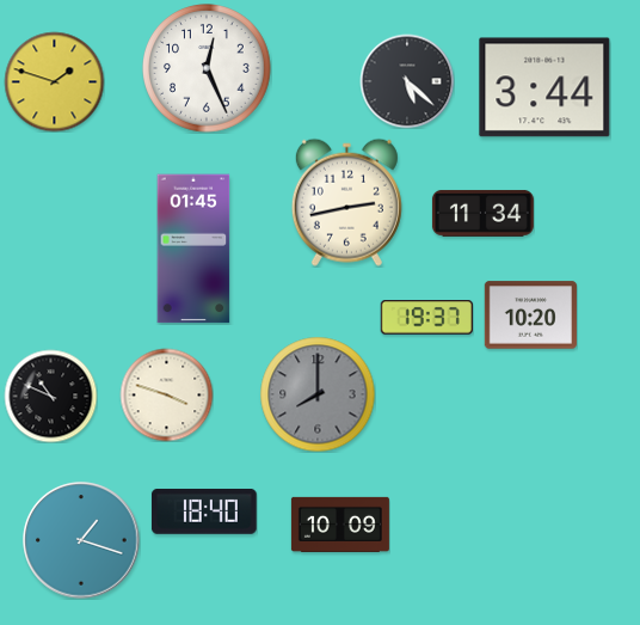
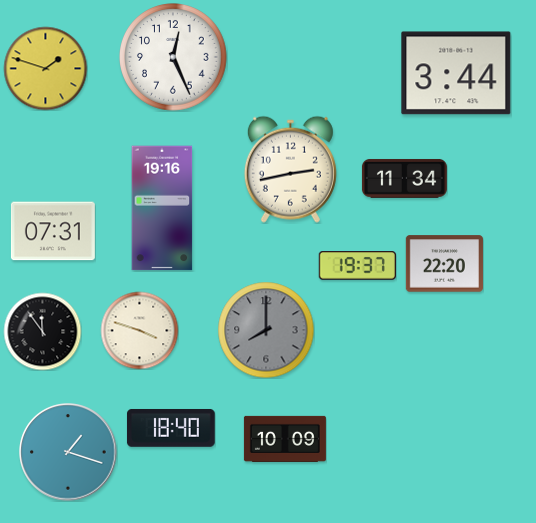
clock at (407, 81): 5:22 -> none
clock at (193, 249): 01:45 -> 19:16
clock at (53, 231): none -> 07:31
clock at (530, 315): 10:20 -> 22:20
clock at (50, 396): 10:49 -> 11:54
